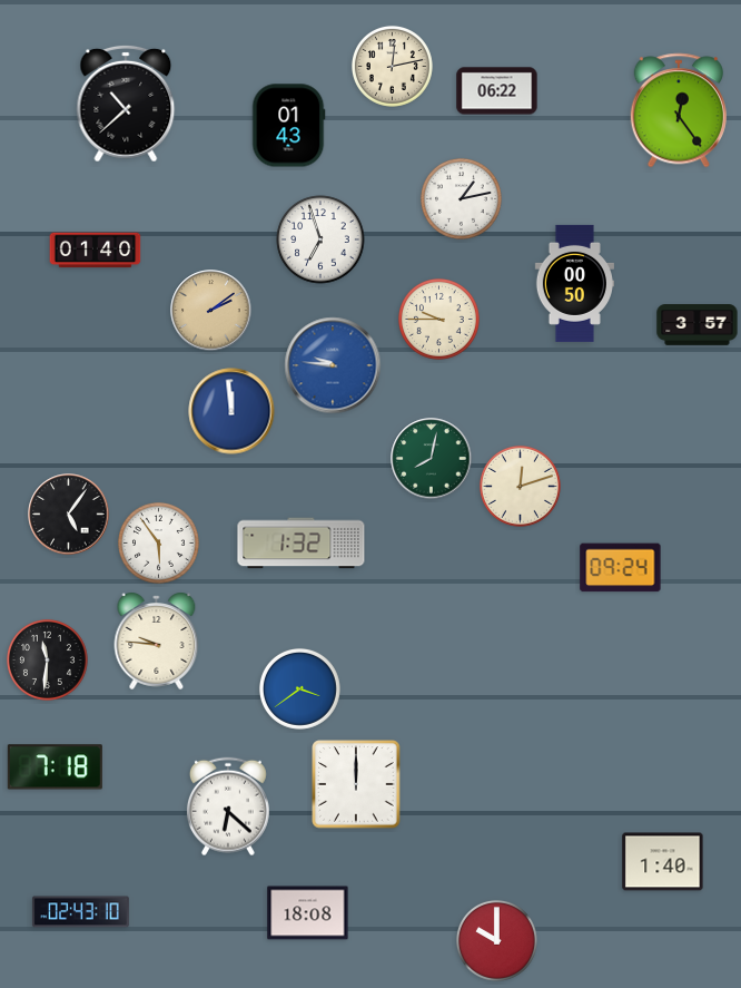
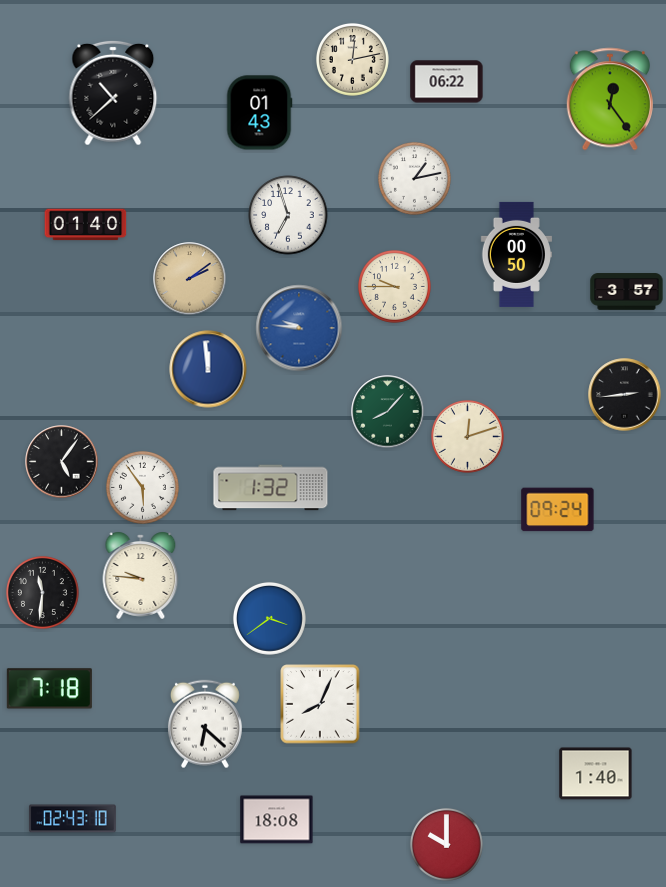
clock at (625, 395): none -> 2:44
clock at (432, 459): 8:02 -> 8:07
clock at (356, 784): 12:00 -> 8:04
